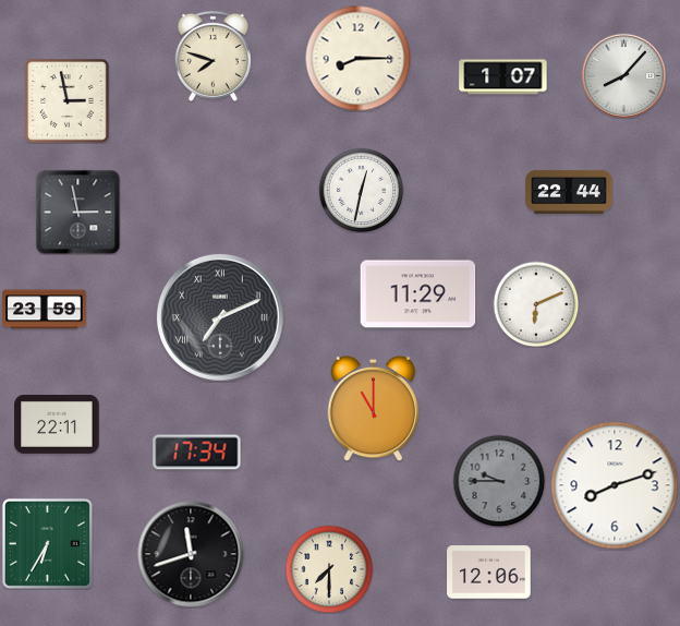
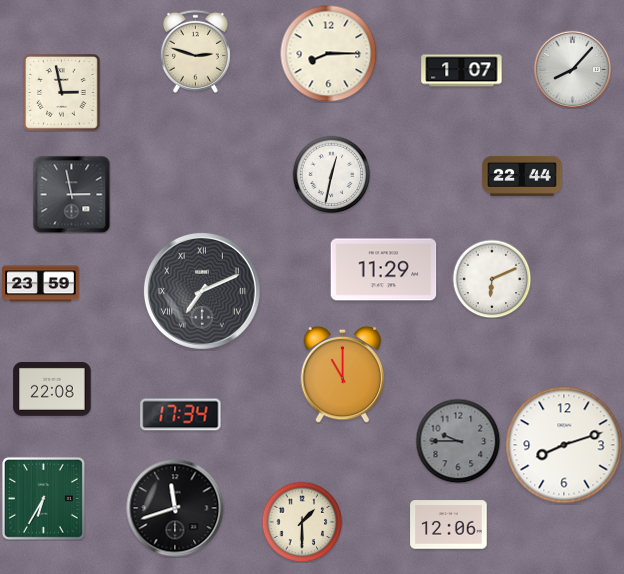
clock at (212, 56): 7:48 -> 2:48
clock at (57, 424): 22:11 -> 22:08
clock at (329, 569): 7:30 -> 1:30
